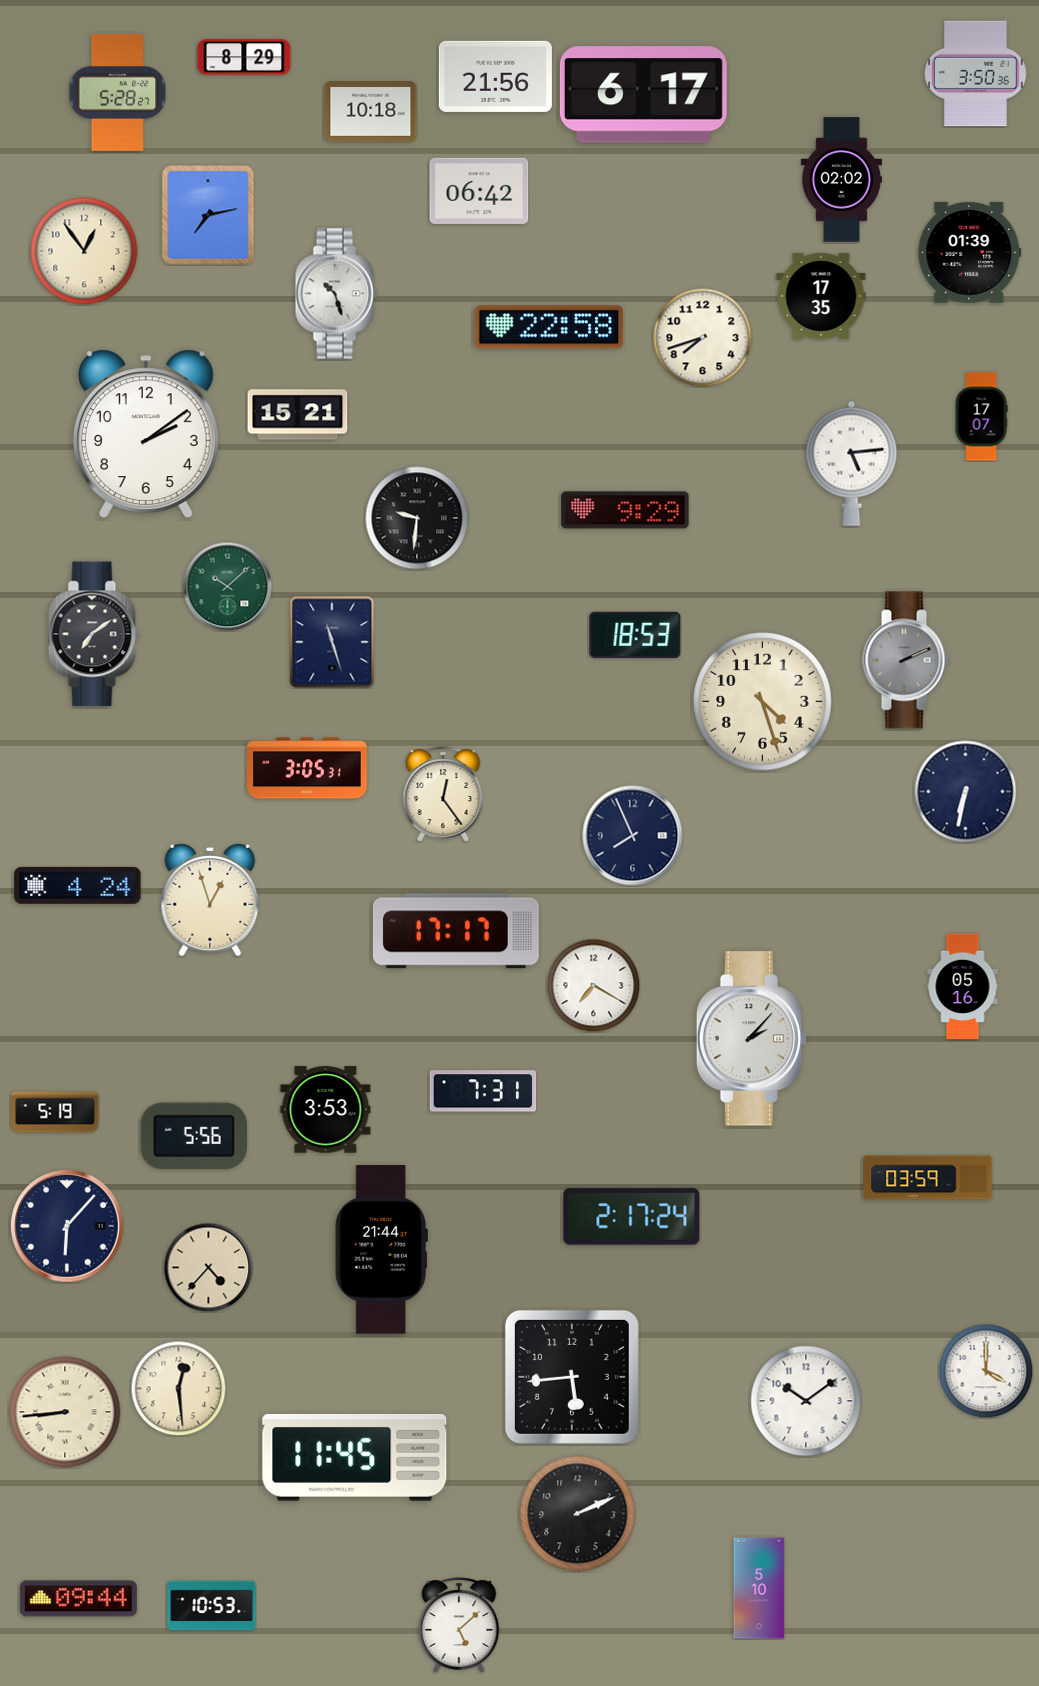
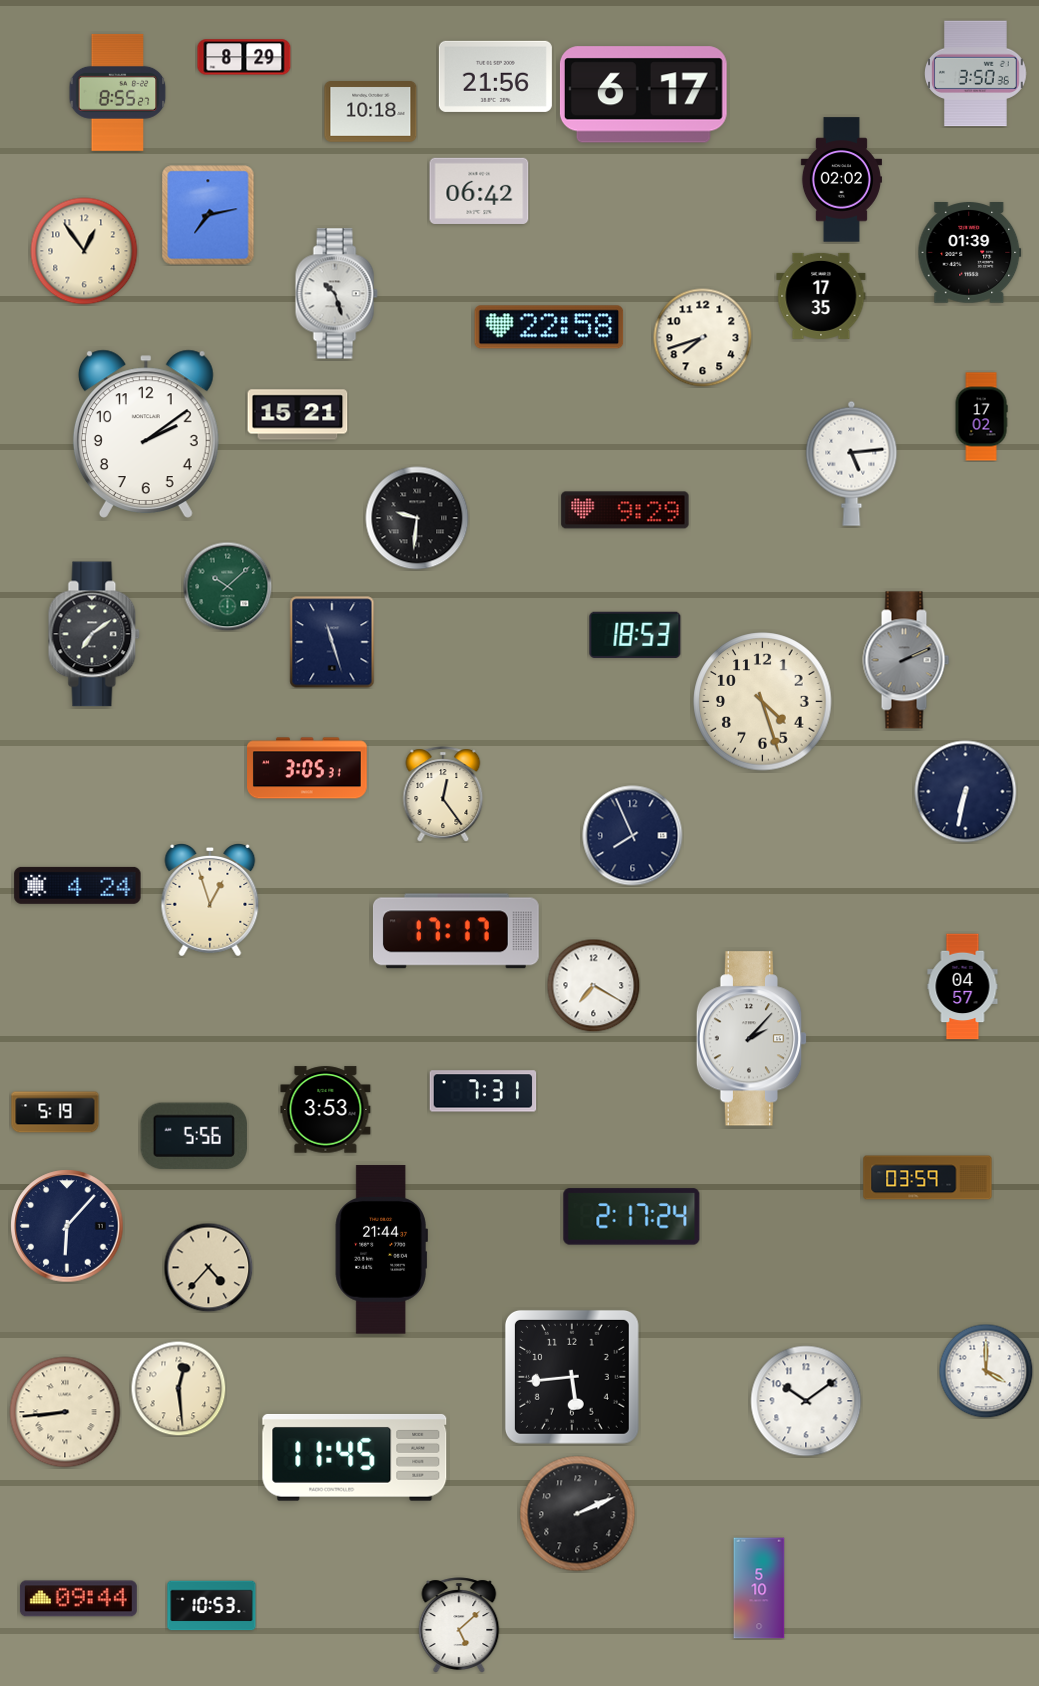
clock at (118, 92): 5:28 -> 8:55
clock at (981, 417): 17:07 -> 17:02
clock at (963, 987): 05:16 -> 04:57
